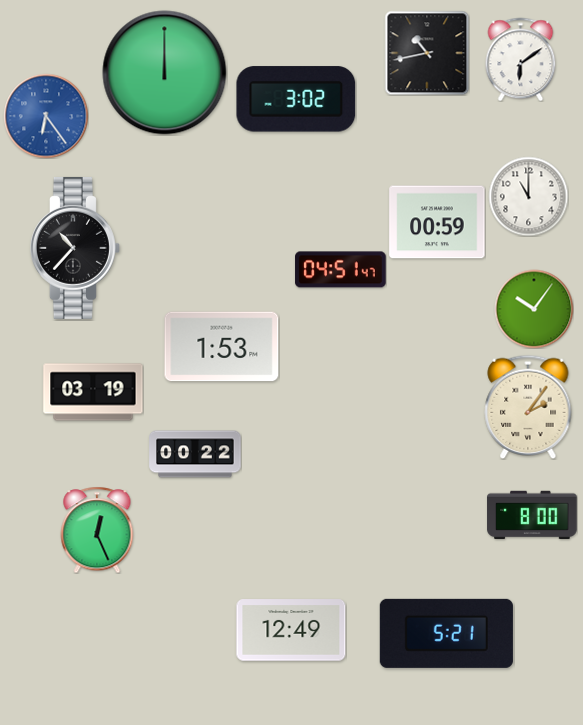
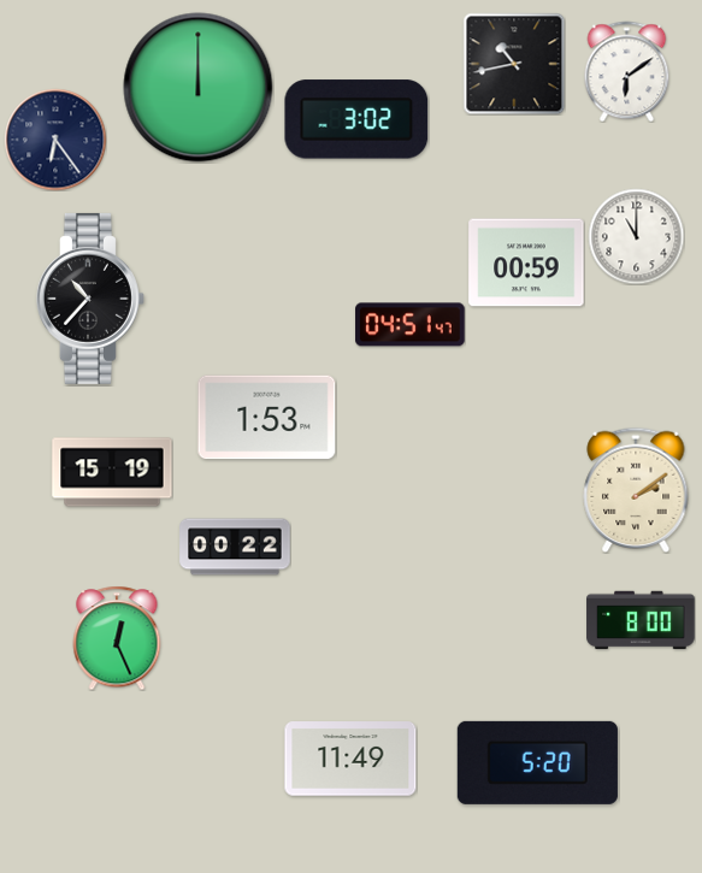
clock at (46, 116) dial: blue -> navy
clock at (437, 222) position: (437, 222) -> (526, 263)
clock at (534, 309): 10:06 -> none
clock at (93, 392): 03:19 -> 15:19
clock at (528, 406): 2:06 -> 2:09
clock at (291, 630): 12:49 -> 11:49
clock at (446, 633): 5:21 -> 5:20
